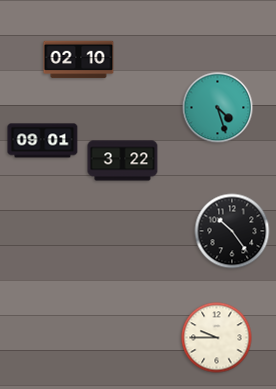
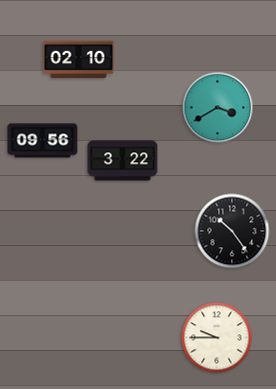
clock at (218, 108): 4:27 -> 3:40
clock at (43, 141): 09:01 -> 09:56
